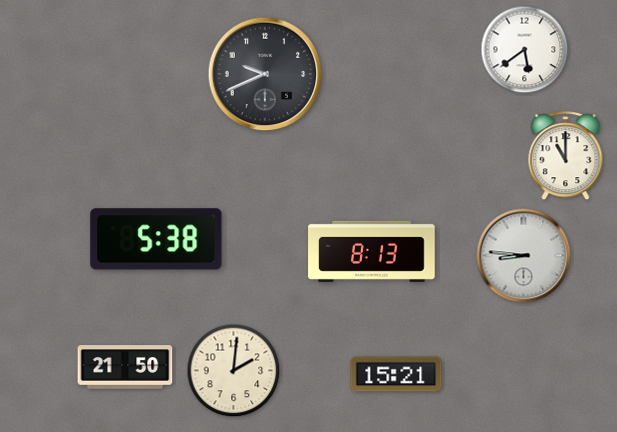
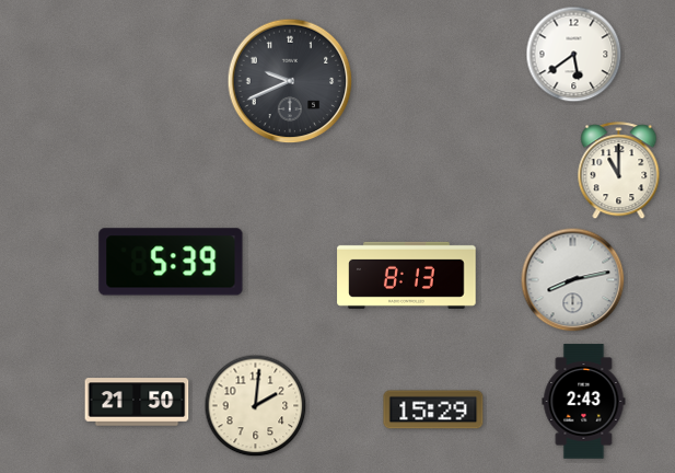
clock at (156, 239): 5:38 -> 5:39
clock at (524, 256): 8:46 -> 8:13
clock at (584, 402): none -> 2:43
clock at (396, 374): 15:21 -> 15:29
